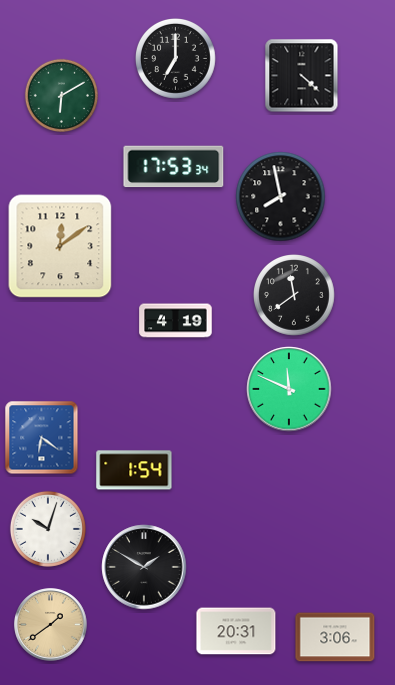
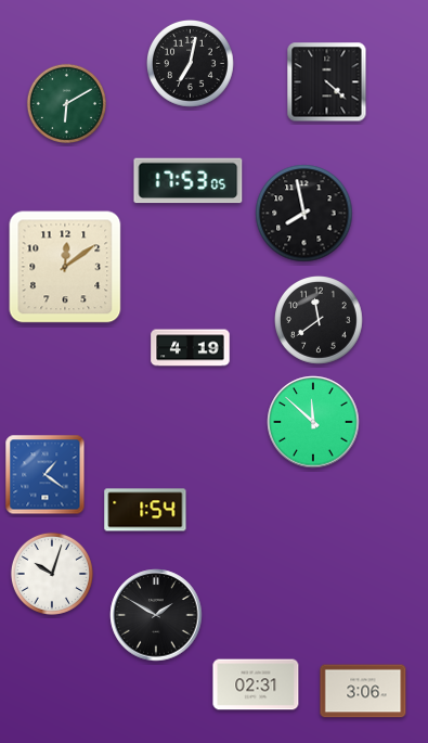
clock at (176, 59): 7:00 -> 7:02
clock at (174, 167): 17:53:34 -> 17:53:05
clock at (289, 389): 11:49 -> 11:52
clock at (42, 438): 6:21 -> 1:21
clock at (51, 625): 1:39 -> none
clock at (236, 631): 20:31 -> 02:31
